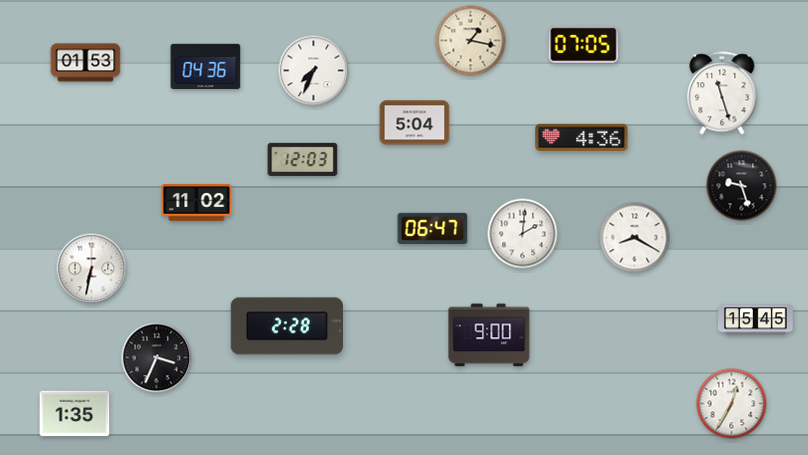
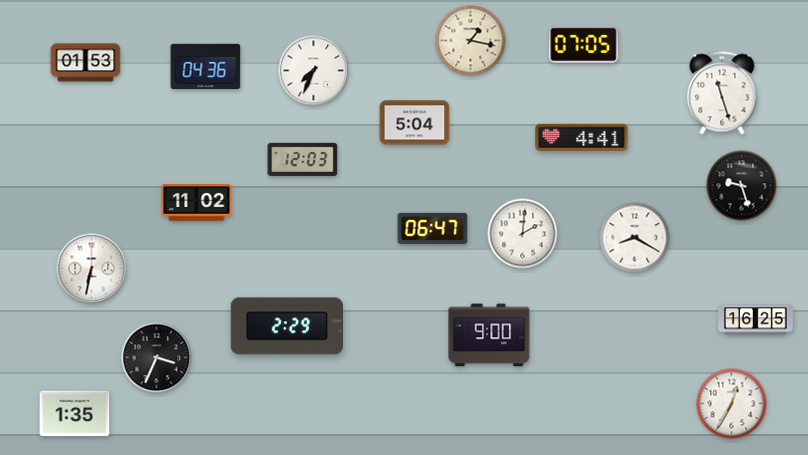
clock at (582, 137): 4:36 -> 4:41
clock at (756, 320): 15:45 -> 16:25
clock at (286, 326): 2:28 -> 2:29
